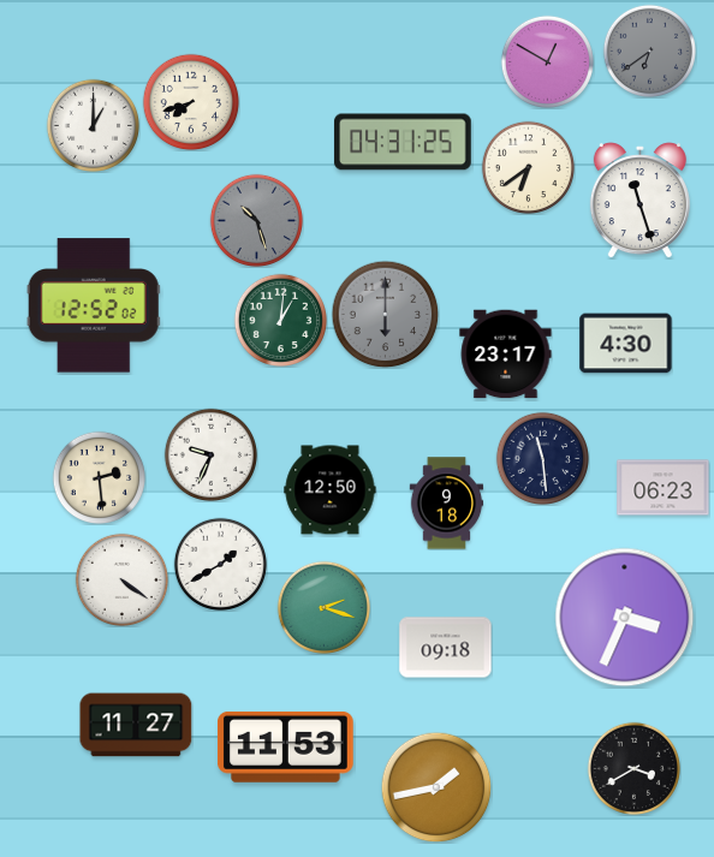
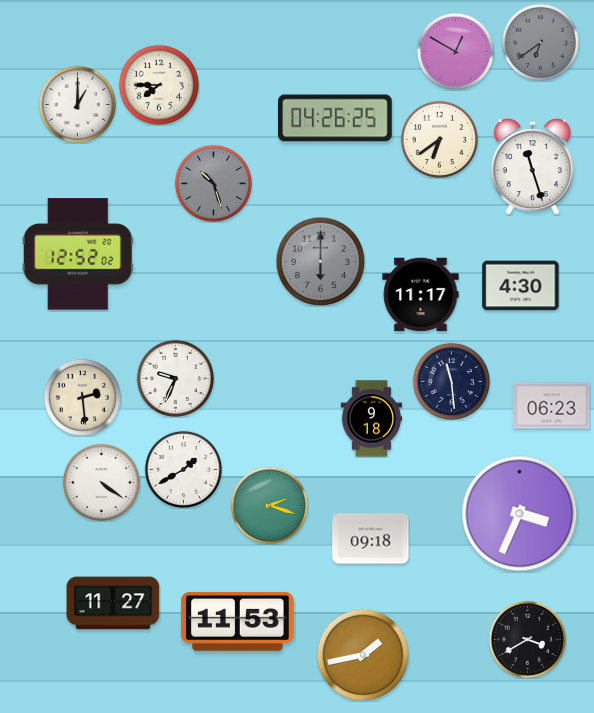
clock at (191, 102): 7:42 -> 7:45
clock at (403, 142): 04:31 -> 04:26
clock at (280, 320): 1:01 -> none
clock at (506, 355): 23:17 -> 11:17
clock at (331, 490): 12:50 -> none
